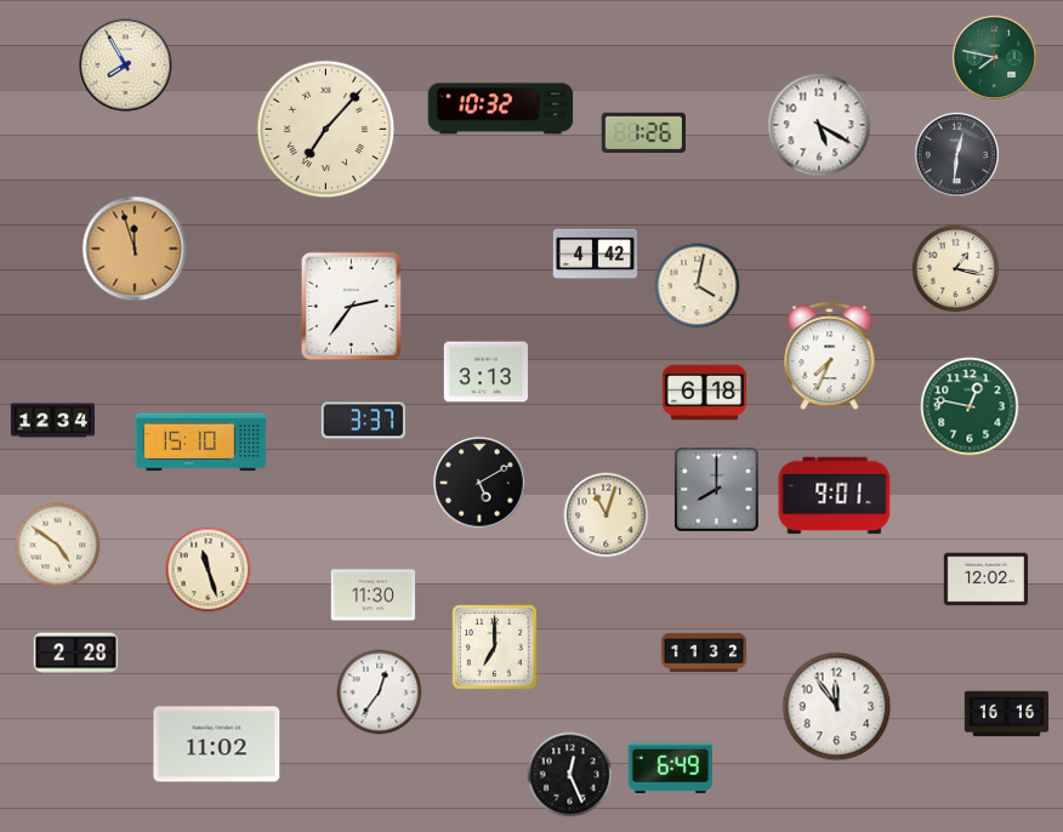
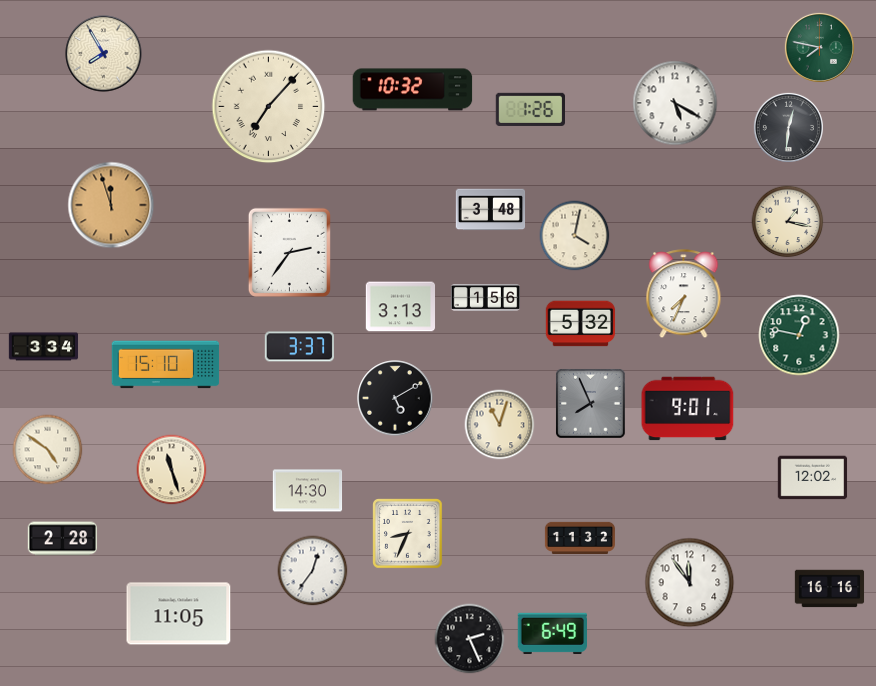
clock at (596, 255): 4:42 -> 3:48
clock at (486, 298): none -> 1:56
clock at (705, 393): 6:18 -> 5:32
clock at (53, 421): 12:34 -> 3:34
clock at (717, 490): 8:00 -> 7:56
clock at (374, 595): 11:30 -> 14:30
clock at (495, 648): 7:00 -> 8:34
clock at (217, 745): 11:02 -> 11:05
clock at (570, 775): 12:26 -> 2:26
